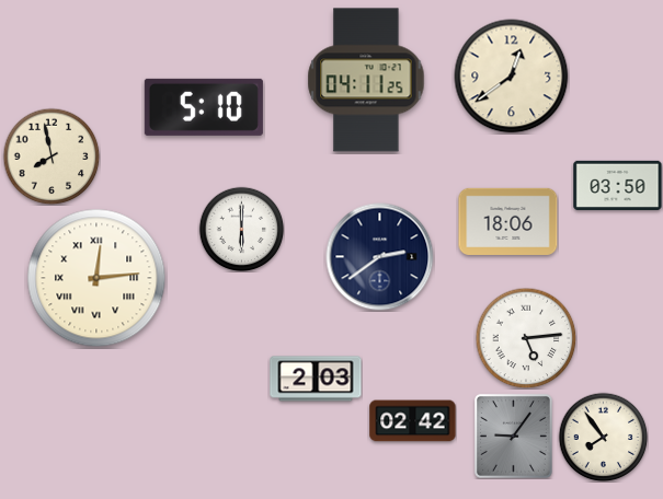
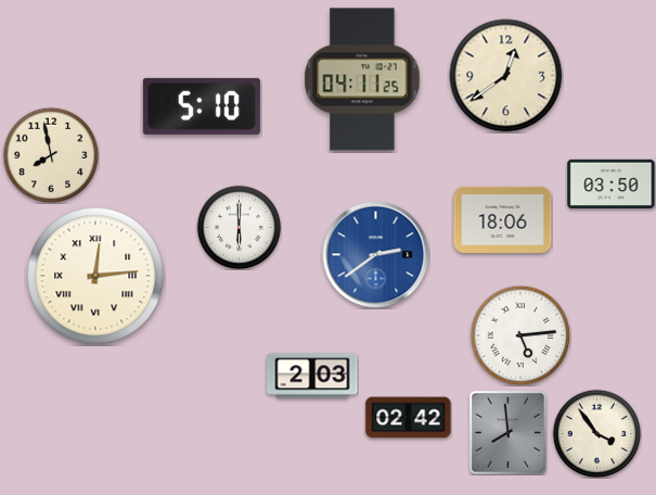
clock at (380, 257) dial: navy -> blue
clock at (513, 436): 9:06 -> 7:59
clock at (603, 437): 7:54 -> 3:54
